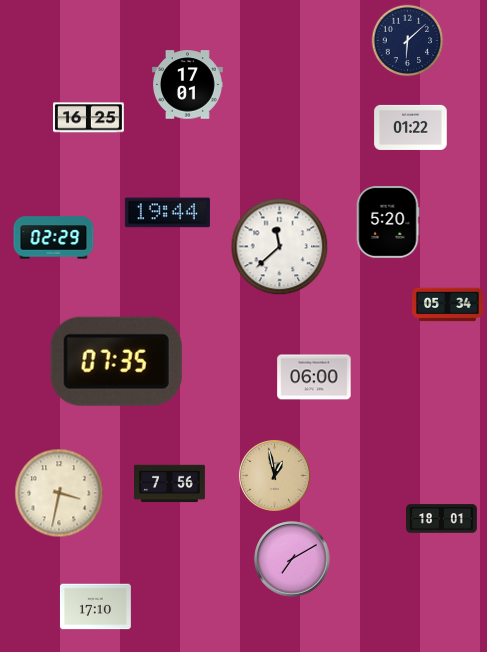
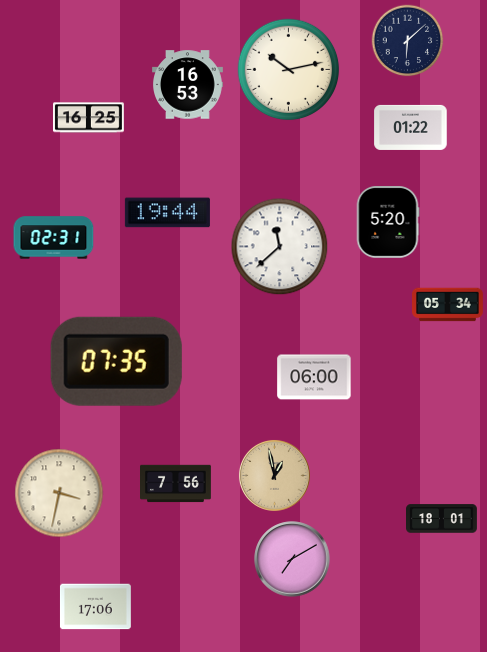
clock at (289, 70): none -> 10:13
clock at (188, 85): 17:01 -> 16:53
clock at (54, 238): 02:29 -> 02:31
clock at (170, 484) position: (170, 484) -> (176, 484)
clock at (95, 607): 17:10 -> 17:06
